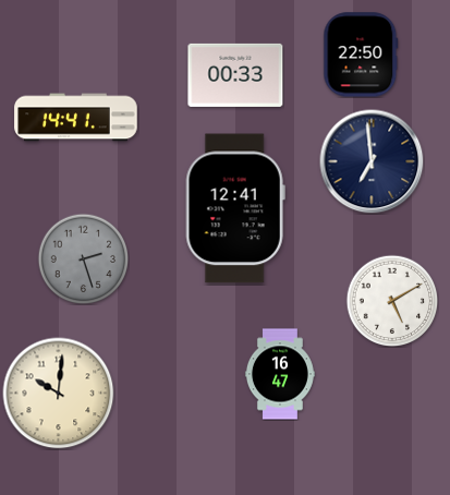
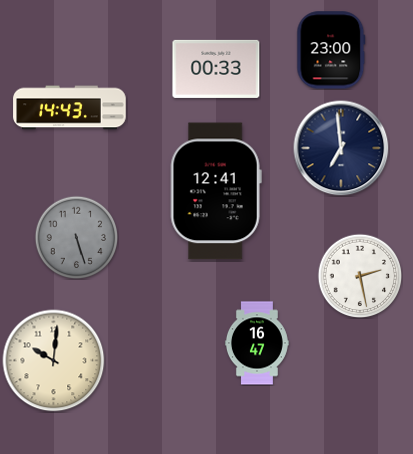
clock at (361, 55): 22:50 -> 23:00
clock at (76, 118): 14:41 -> 14:43
clock at (83, 258): 2:27 -> 5:27
clock at (392, 301): 5:10 -> 2:28
